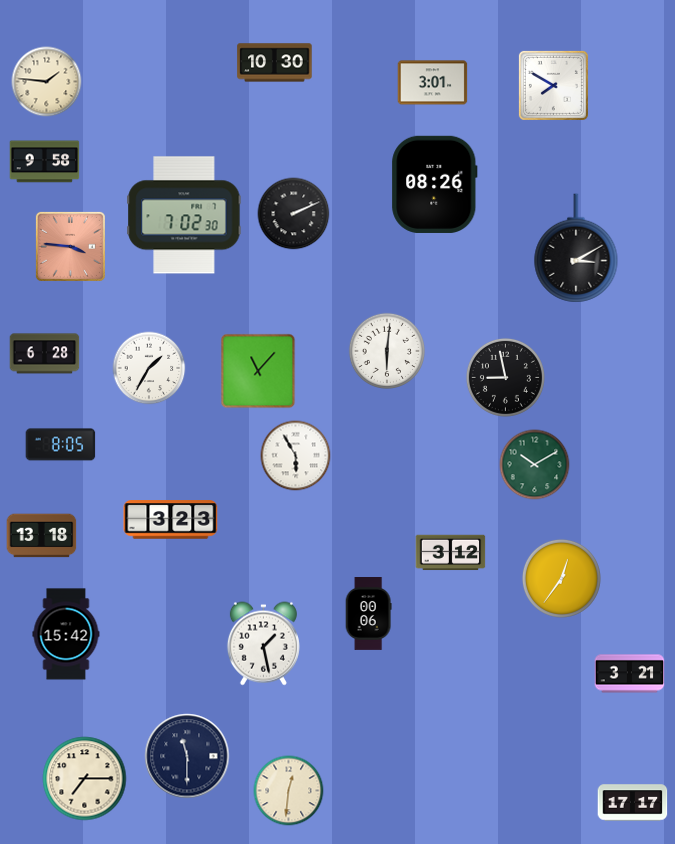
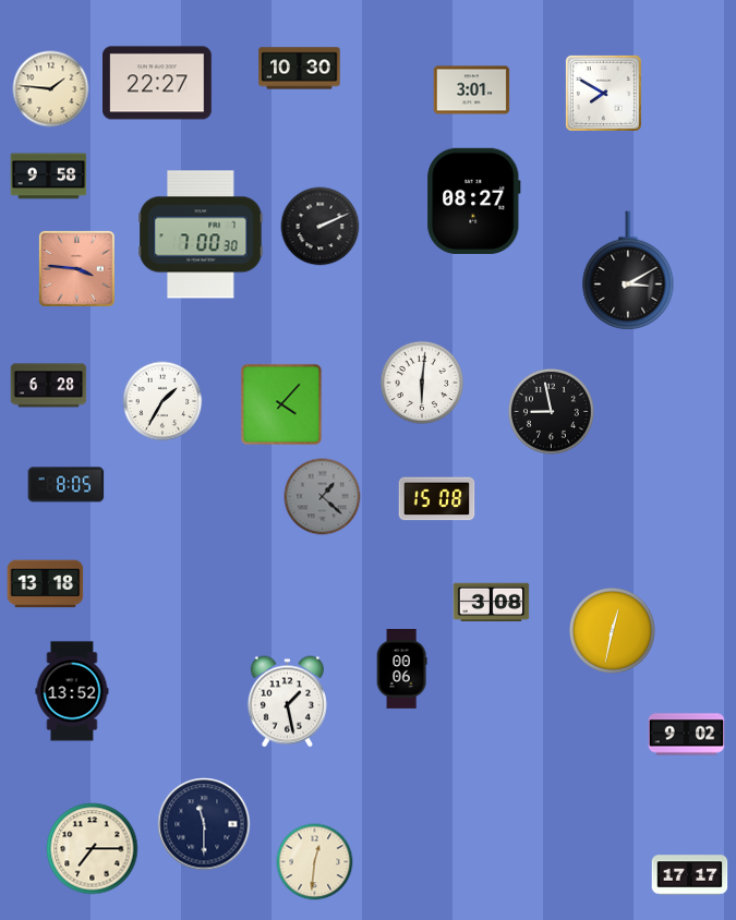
clock at (158, 83): none -> 22:27
clock at (435, 184): 08:26 -> 08:27
clock at (294, 214) position: (294, 214) -> (321, 227)
clock at (184, 215): 7:02 -> 7:00
clock at (258, 371): 11:07 -> 4:07
clock at (296, 456): 5:55 -> 1:22
clock at (296, 456) dial: white -> grey
clock at (437, 499): none -> 15:08
clock at (535, 465): 10:10 -> none
clock at (171, 520): 3:23 -> none
clock at (451, 553): 3:12 -> 3:08
clock at (561, 578): 12:36 -> 12:32
clock at (66, 634): 15:42 -> 13:52
clock at (630, 674): 3:21 -> 9:02
